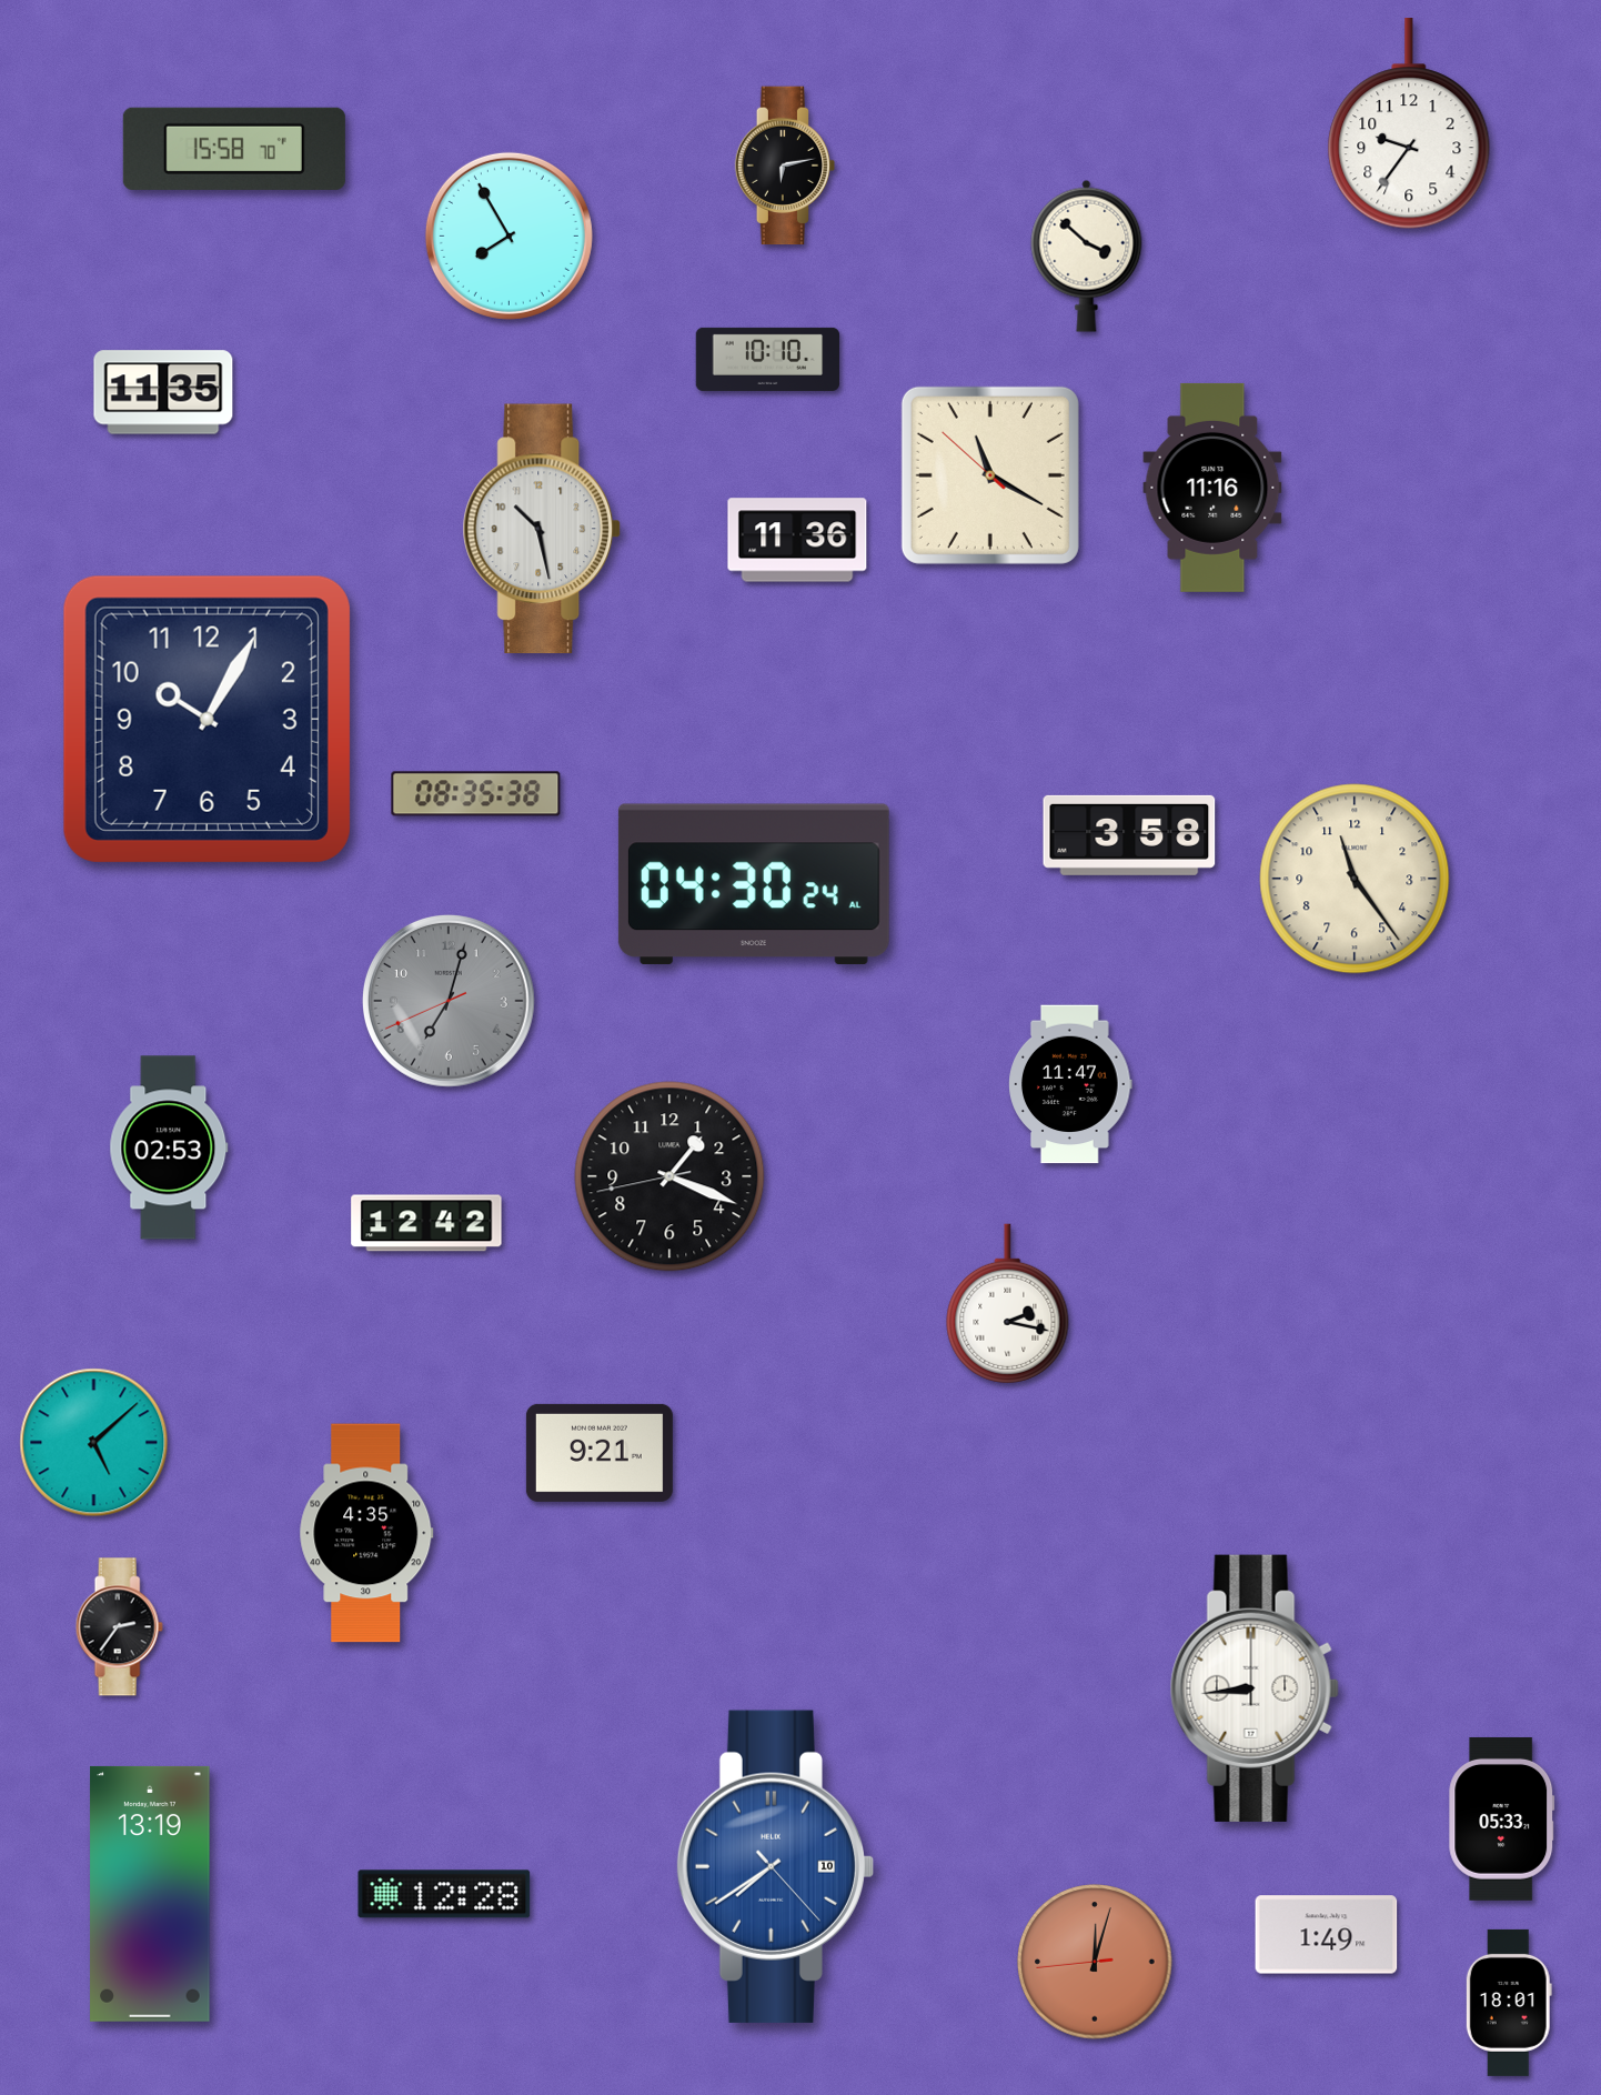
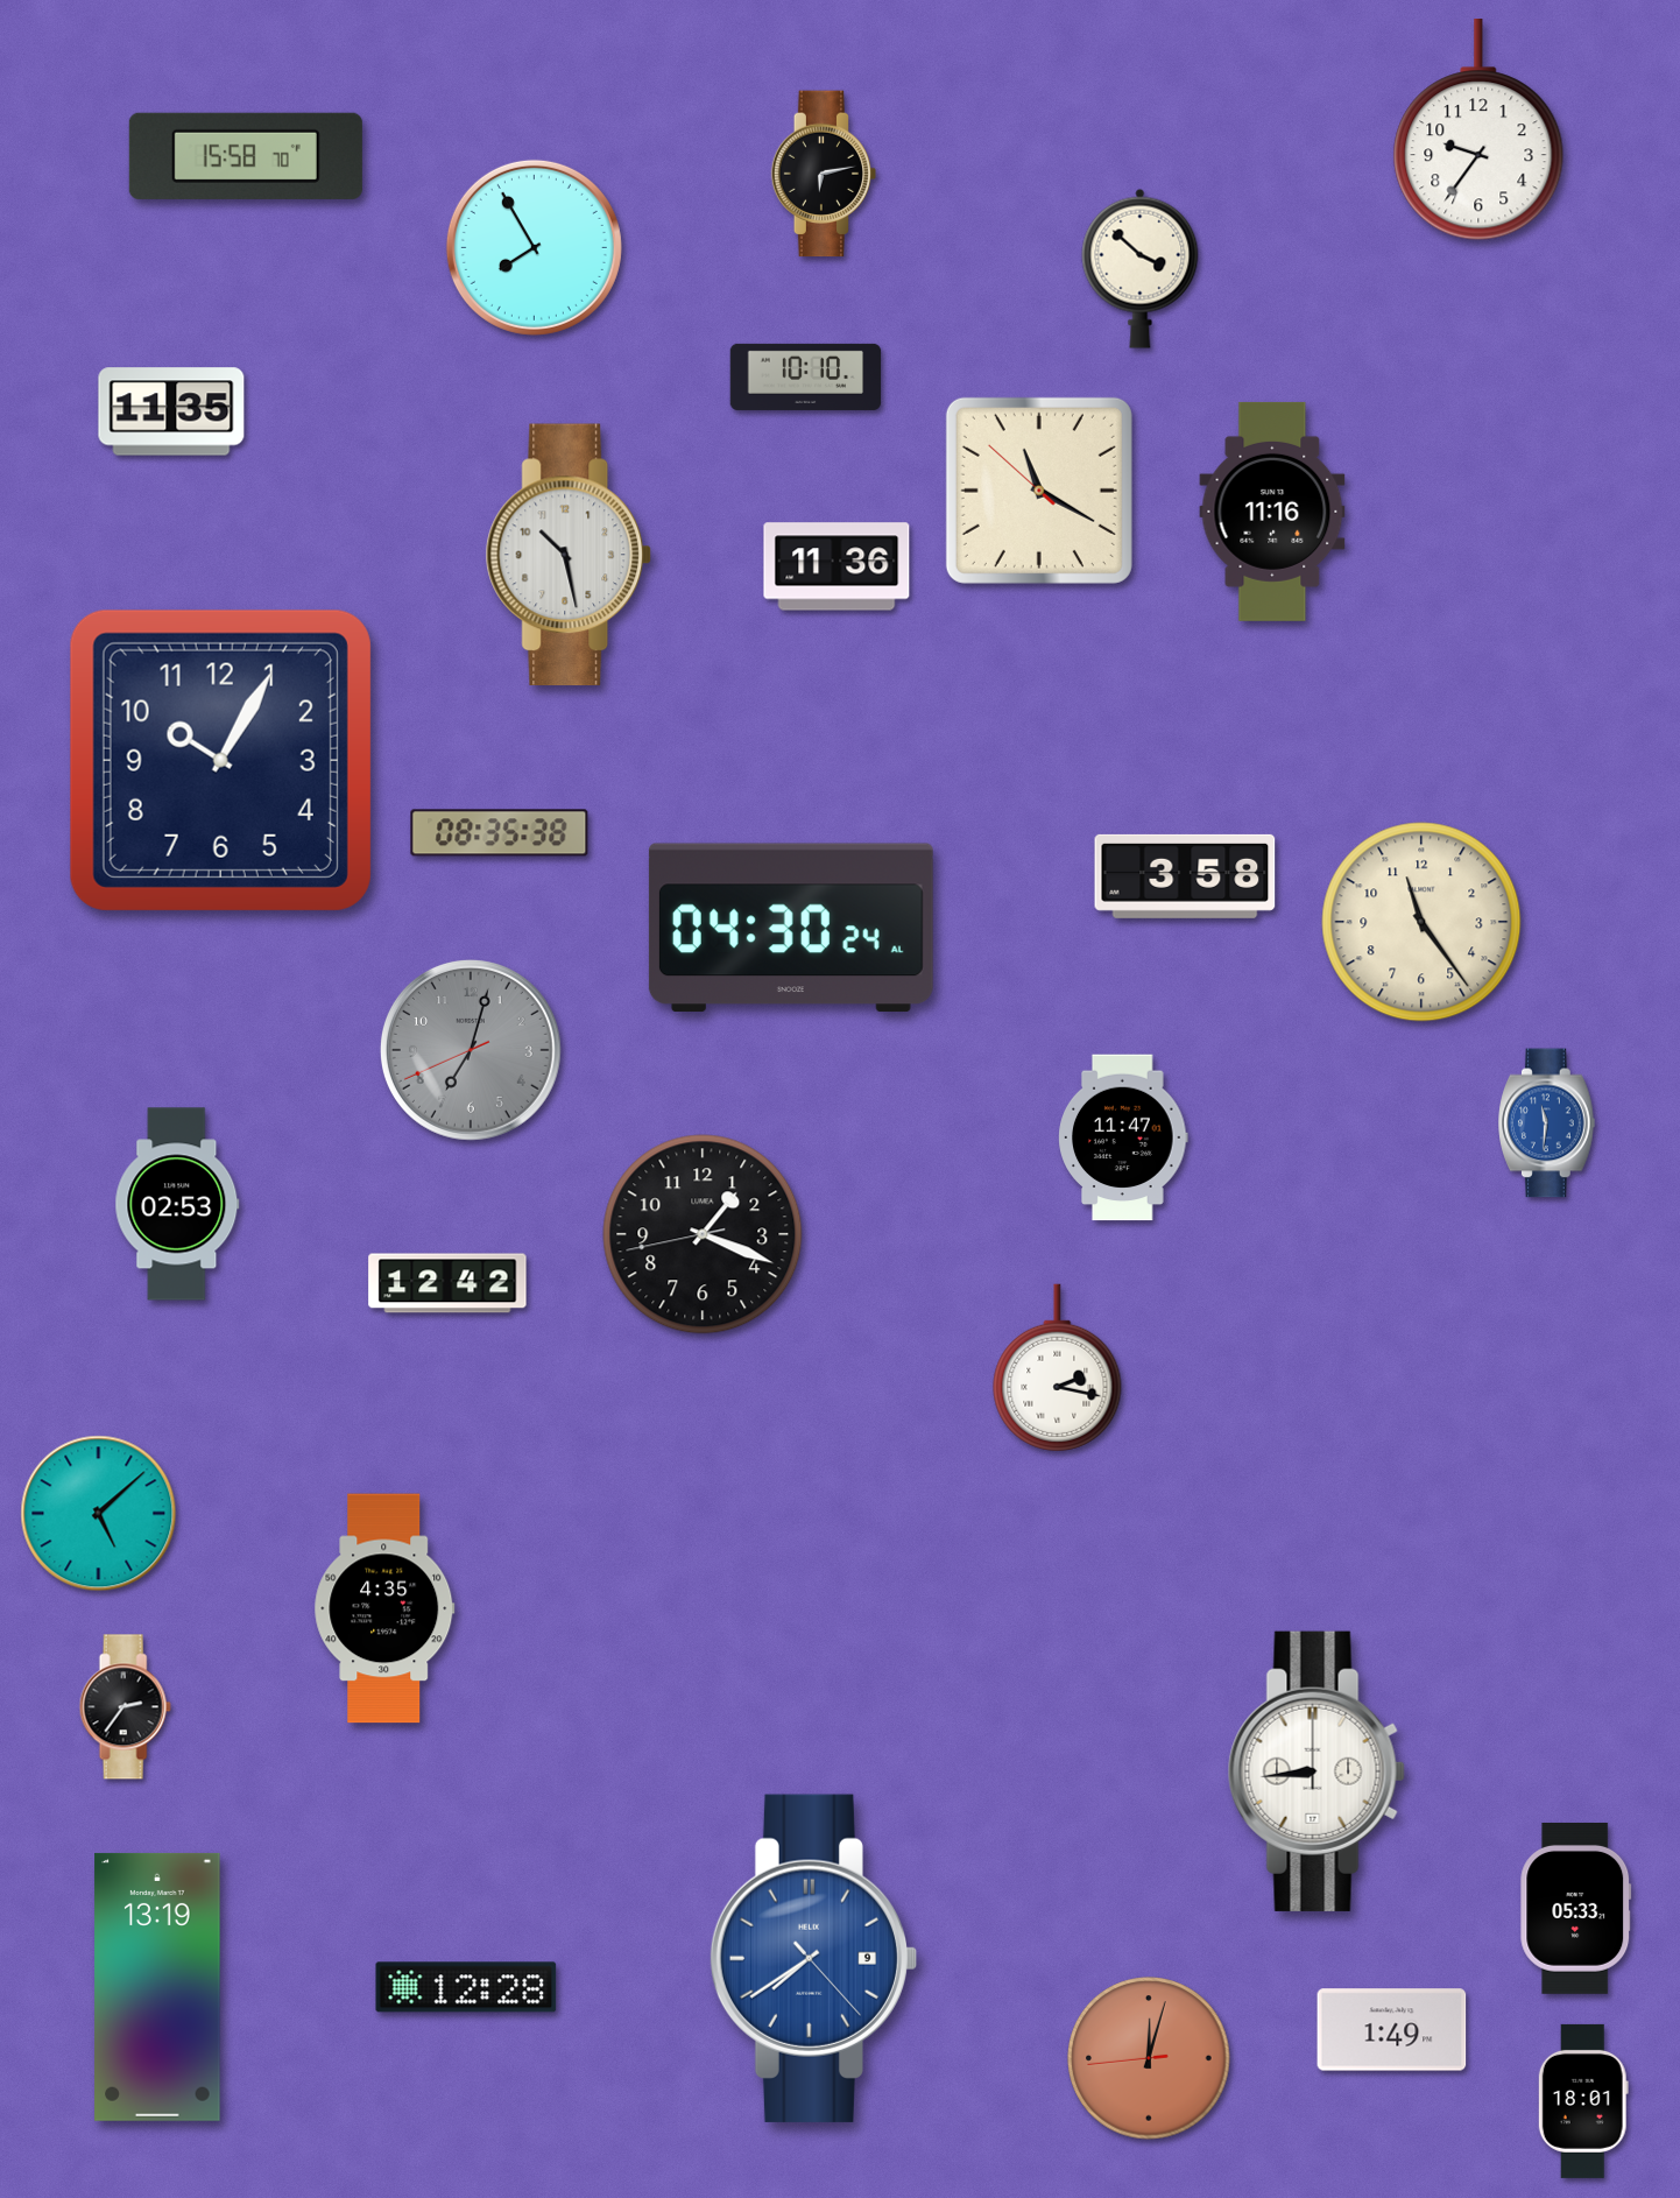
clock at (990, 475) position: (990, 475) -> (1039, 491)
clock at (207, 719) position: (207, 719) -> (220, 760)
clock at (1547, 1123): none -> 11:31
clock at (600, 1453): 9:21 -> none
clock at (775, 1866) date: 10 -> 9
